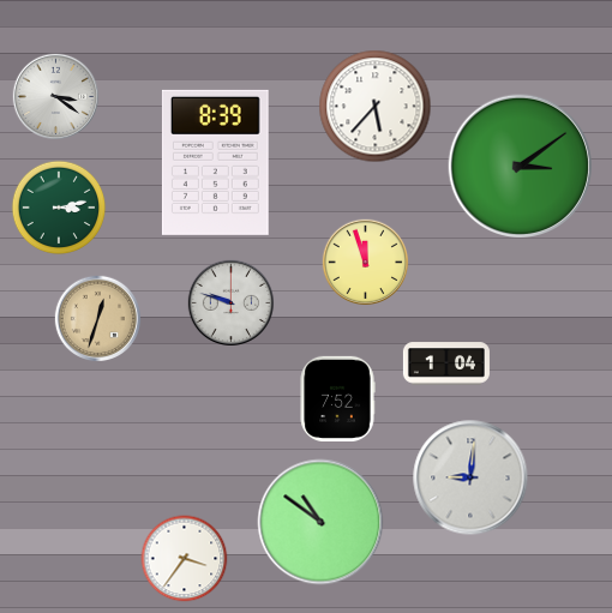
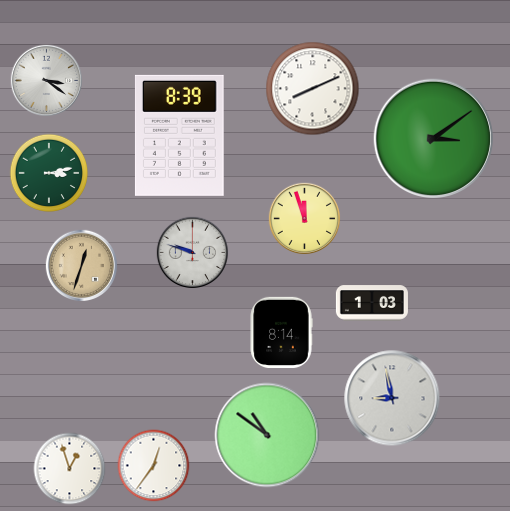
clock at (376, 107): 5:37 -> 8:11
clock at (446, 363): 1:04 -> 1:03
clock at (337, 398): 7:52 -> 8:14
clock at (470, 477): 9:01 -> 8:58
clock at (185, 559): 3:36 -> 12:36
clock at (70, 469): none -> 12:57
